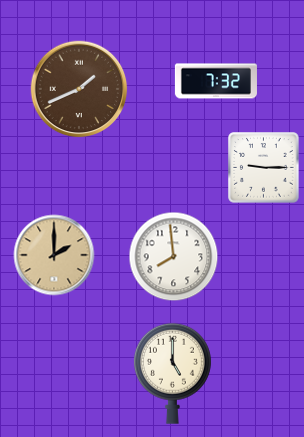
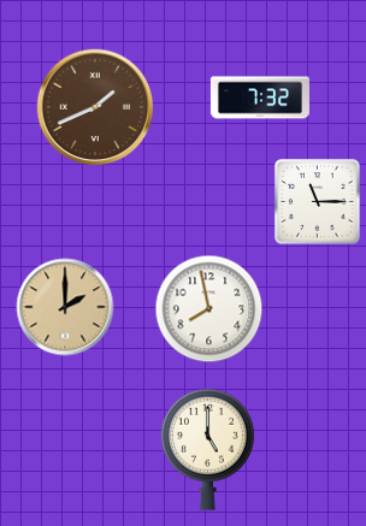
clock at (264, 168): 9:15 -> 11:15
clock at (174, 257): 7:59 -> 7:58
